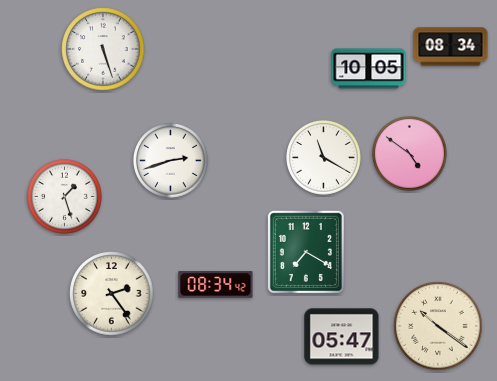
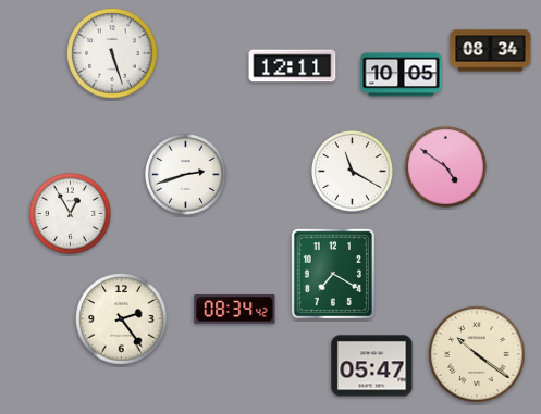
clock at (293, 66): none -> 12:11
clock at (65, 197): 1:27 -> 12:55
